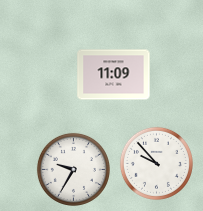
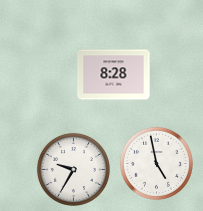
clock at (114, 75): 11:09 -> 8:28
clock at (156, 163): 9:53 -> 4:58
